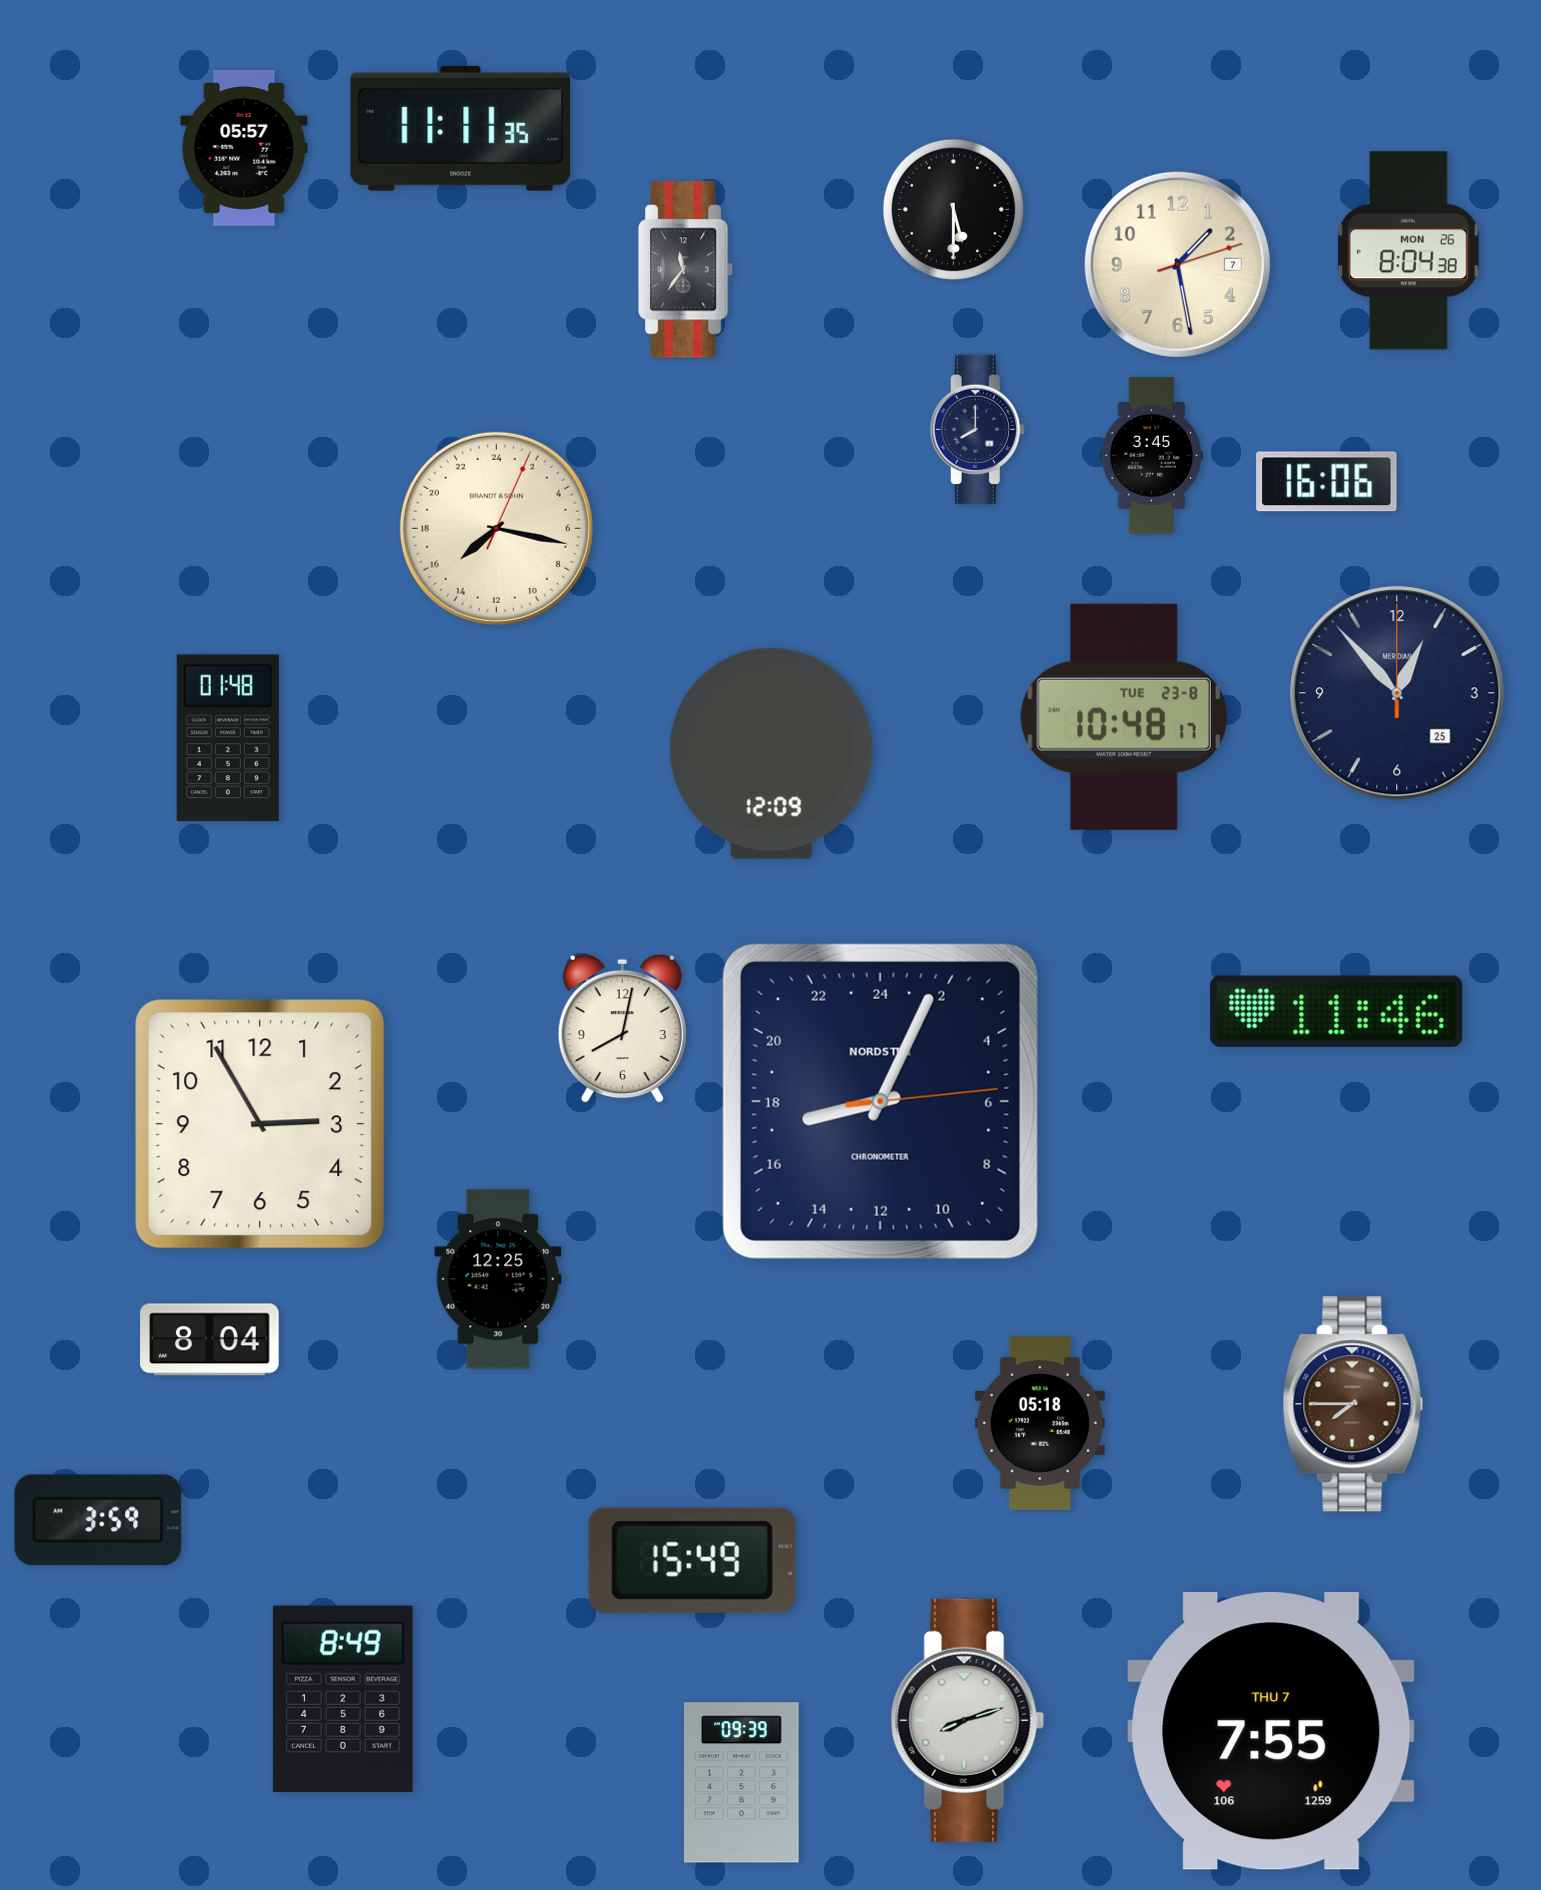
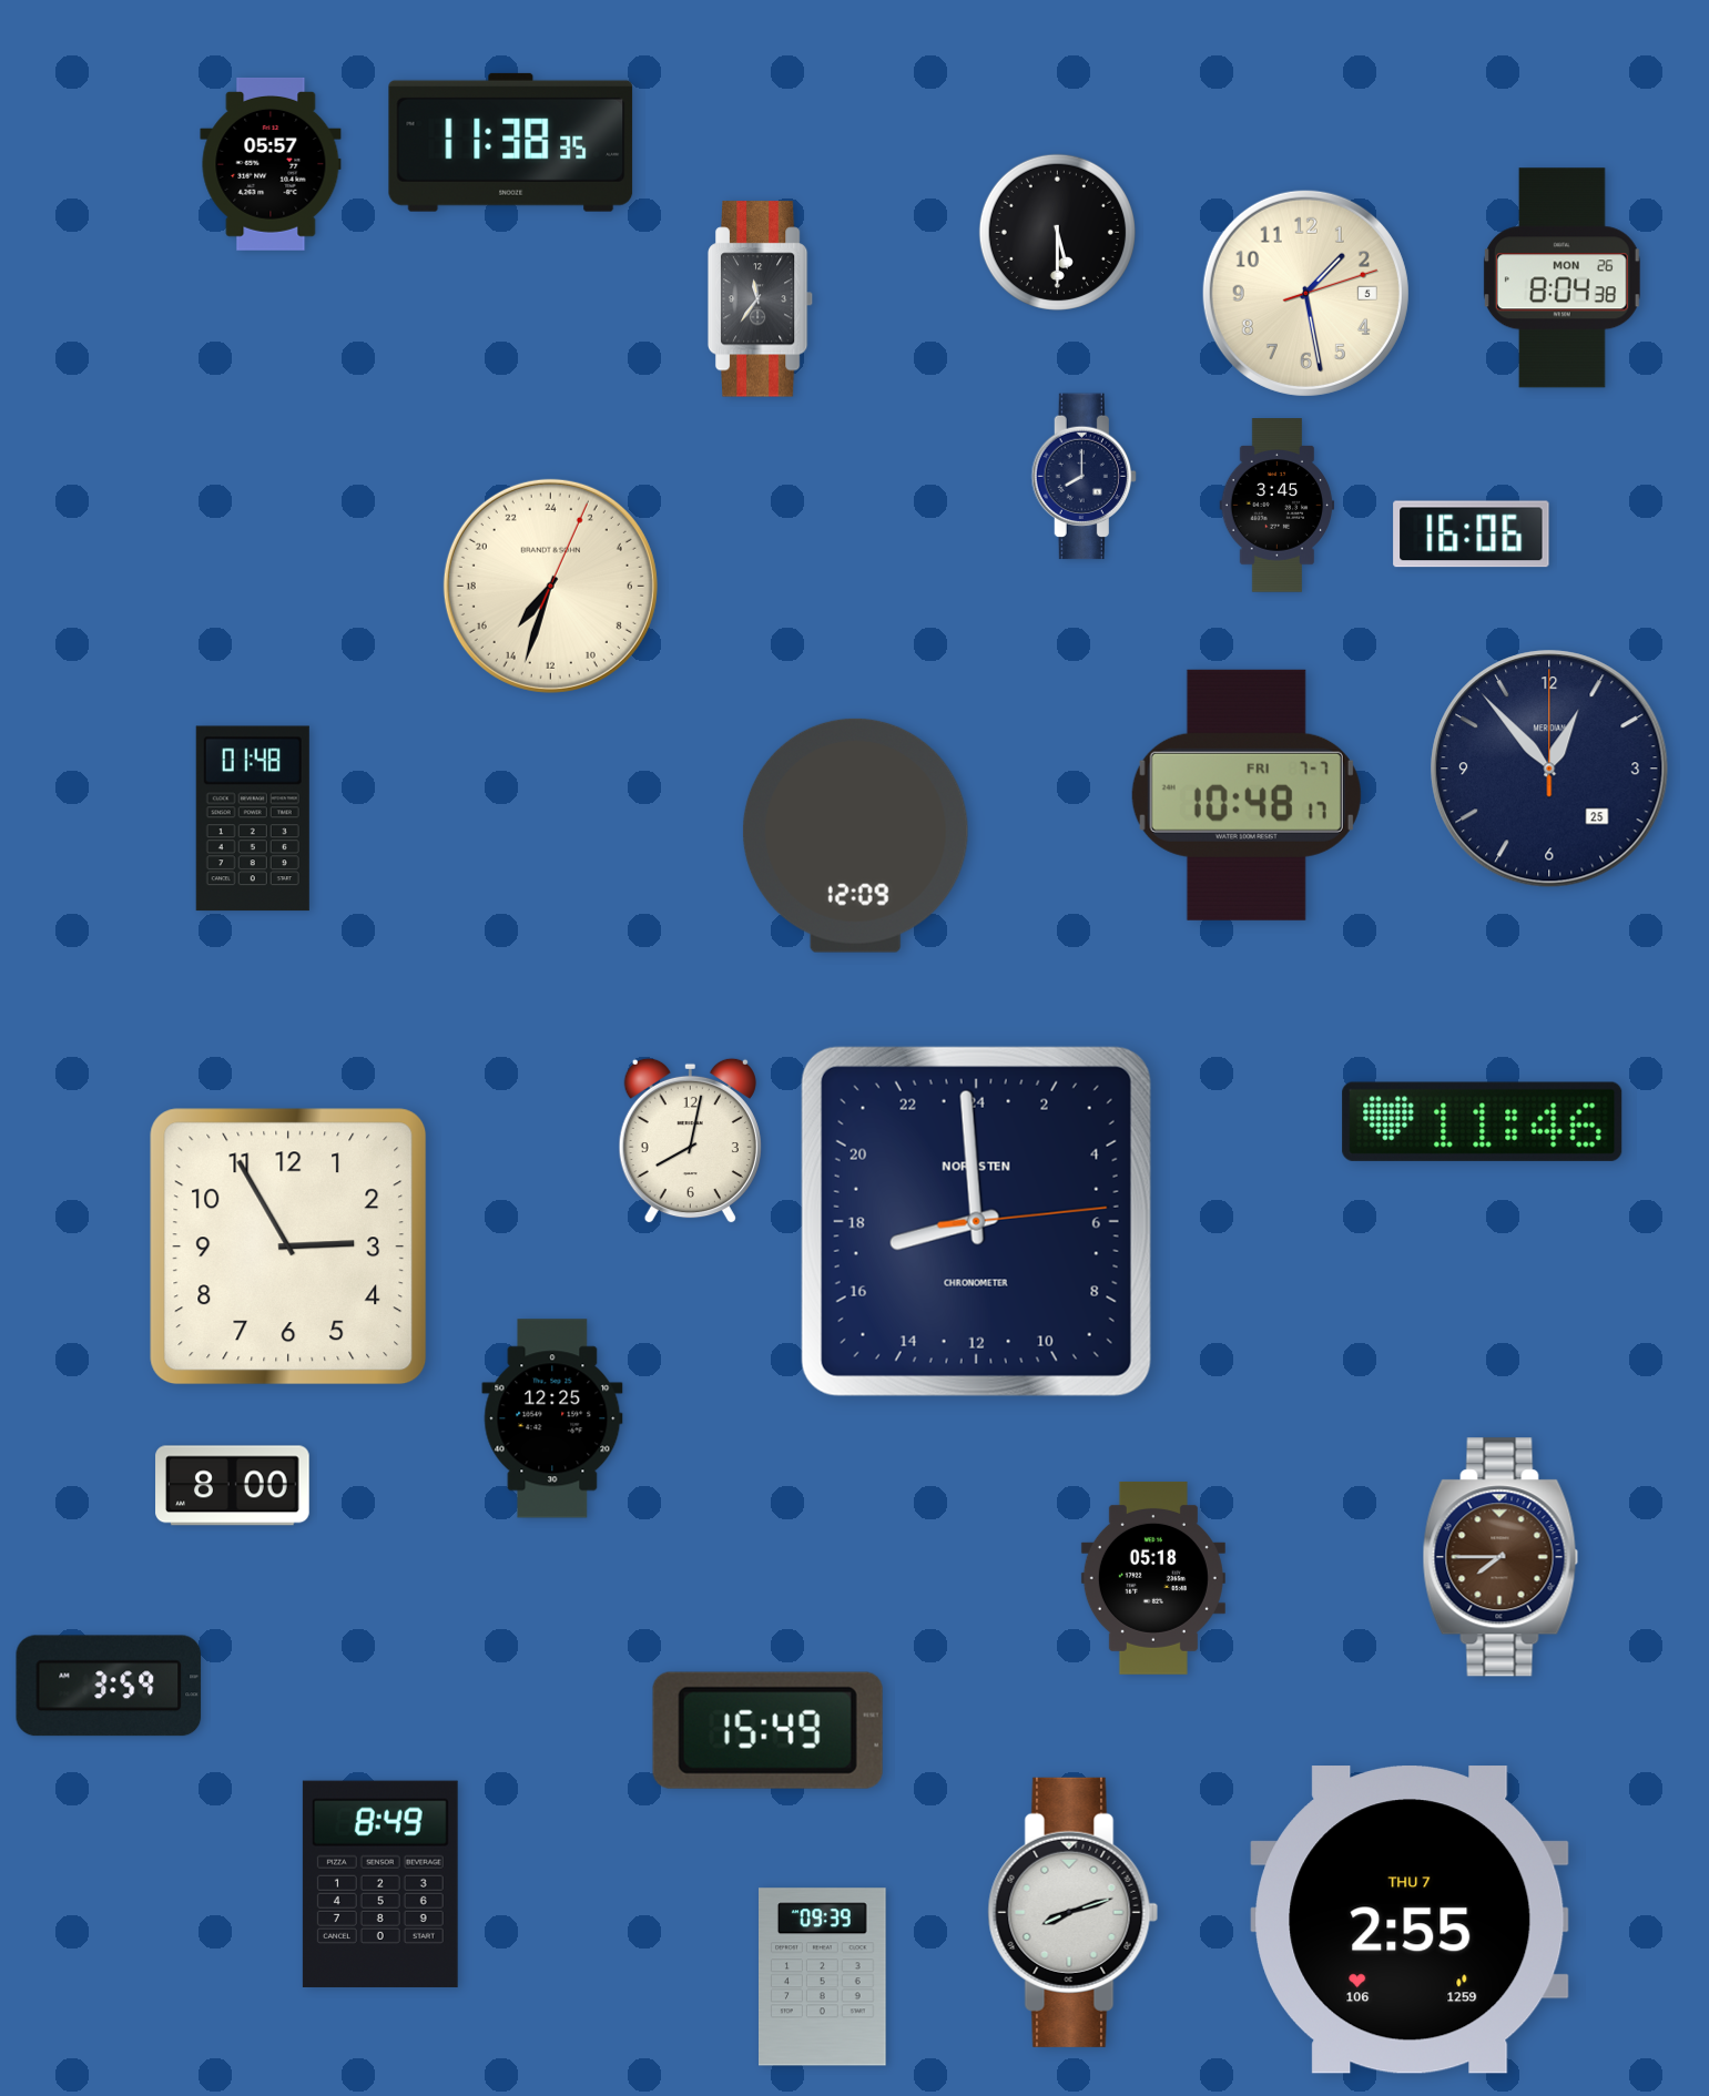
clock at (461, 128): 11:11 -> 11:38
clock at (1177, 264) date: 7 -> 5
clock at (496, 528): 15:17 -> 14:33
clock at (1124, 717) date: TUE 23-8 -> FRI 7-7
clock at (880, 1101): 17:04 -> 16:59
clock at (210, 1340): 8:04 -> 8:00
clock at (968, 1720) position: (968, 1720) -> (1074, 1912)
clock at (1271, 1731): 7:55 -> 2:55
